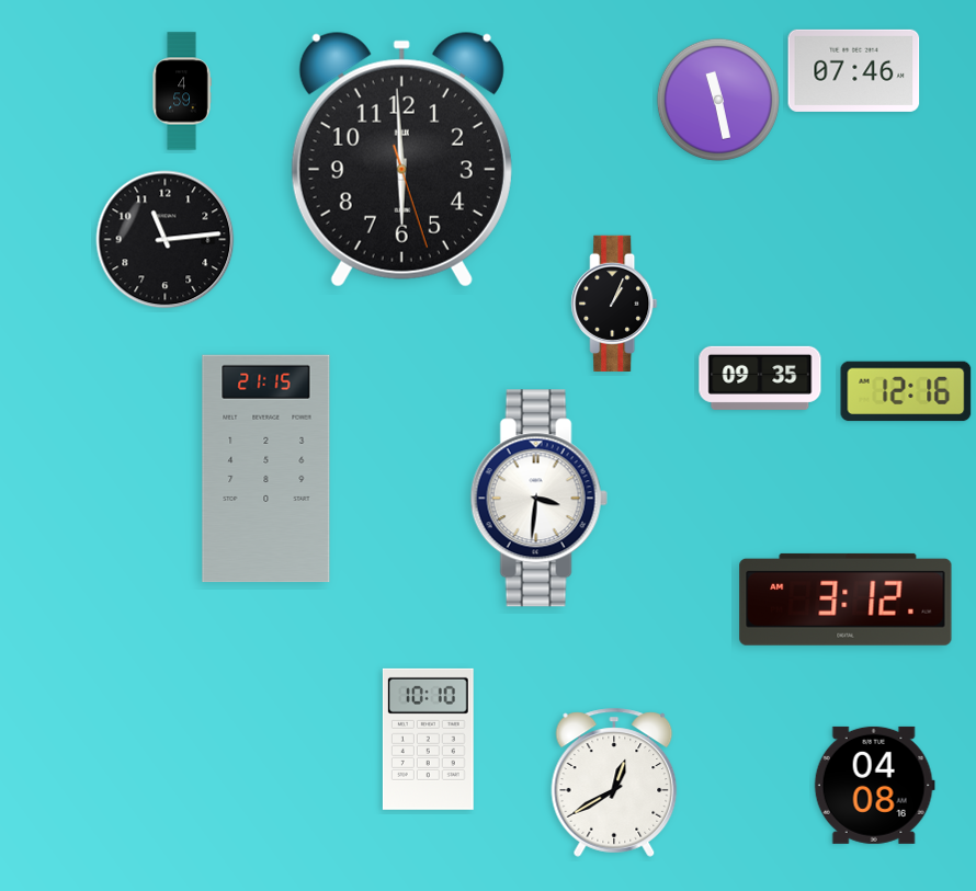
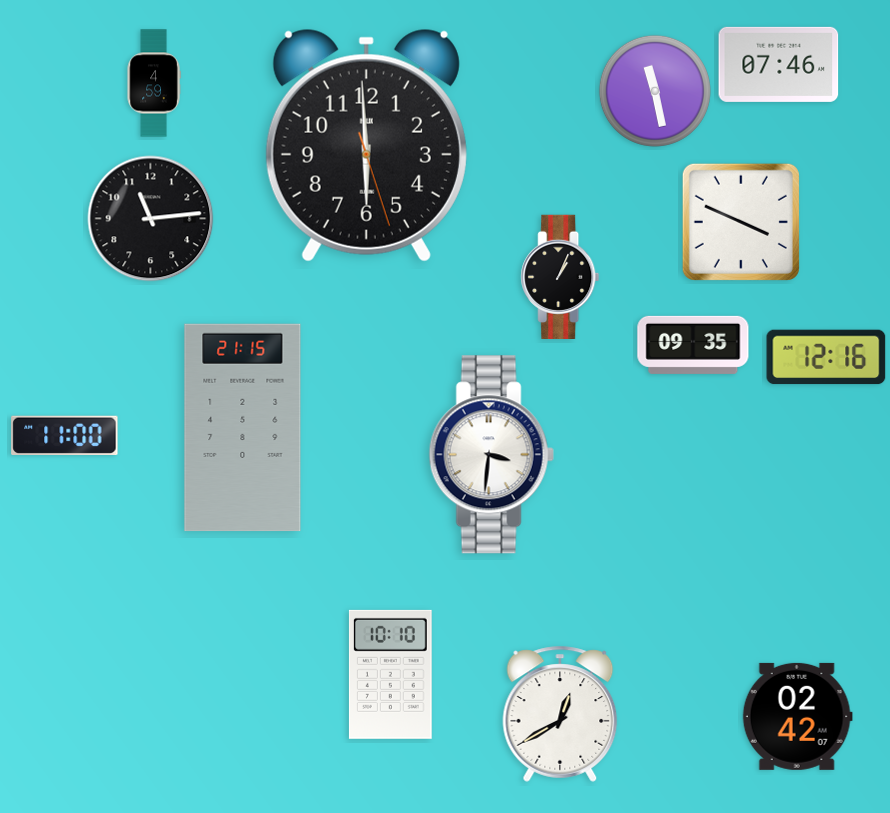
clock at (182, 91) position: (182, 91) -> (154, 83)
clock at (741, 222): none -> 3:49
clock at (65, 435): none -> 11:00
clock at (846, 599): 3:12 -> none
clock at (874, 785): 04:08 -> 02:42
